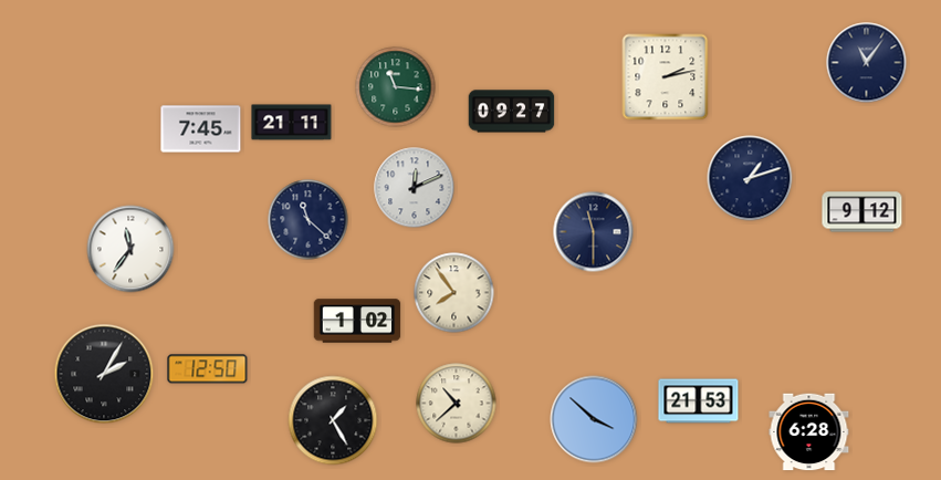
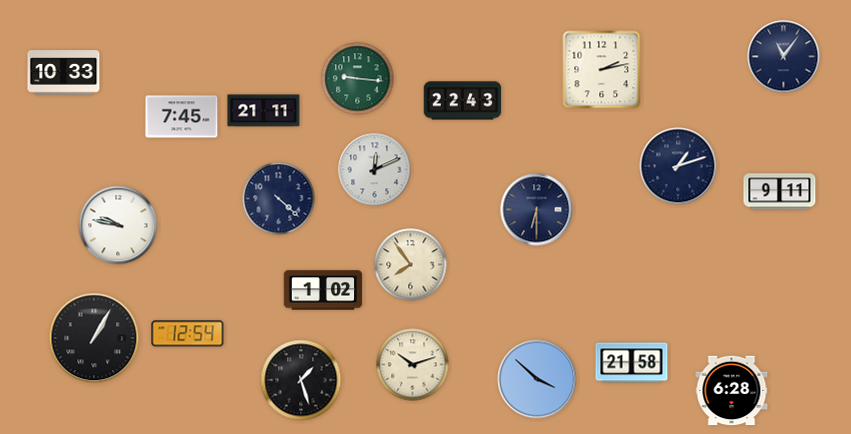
clock at (64, 73): none -> 10:33
clock at (396, 87): 11:16 -> 9:16
clock at (512, 112): 09:27 -> 22:43
clock at (750, 178) position: (750, 178) -> (678, 166)
clock at (862, 212): 9:12 -> 9:11
clock at (309, 220): 11:22 -> 4:22
clock at (594, 232): 11:30 -> 6:30
clock at (130, 249): 11:36 -> 9:47
clock at (208, 369): 12:50 -> 12:54
clock at (104, 374): 2:05 -> 1:05
clock at (699, 401): 21:53 -> 21:58
clock at (457, 404): 10:38 -> 10:12
clock at (333, 420): 1:25 -> 1:27
